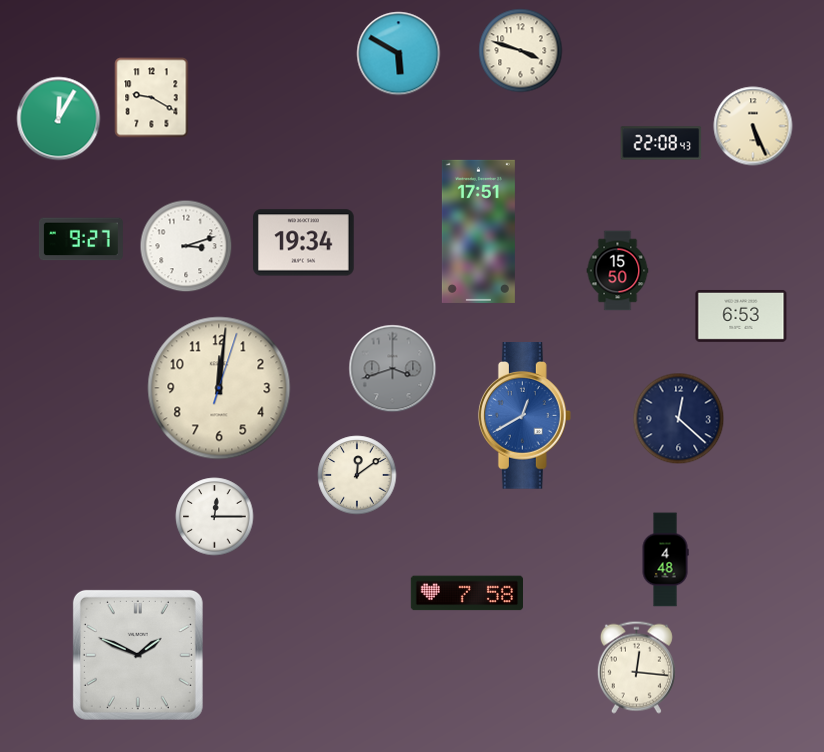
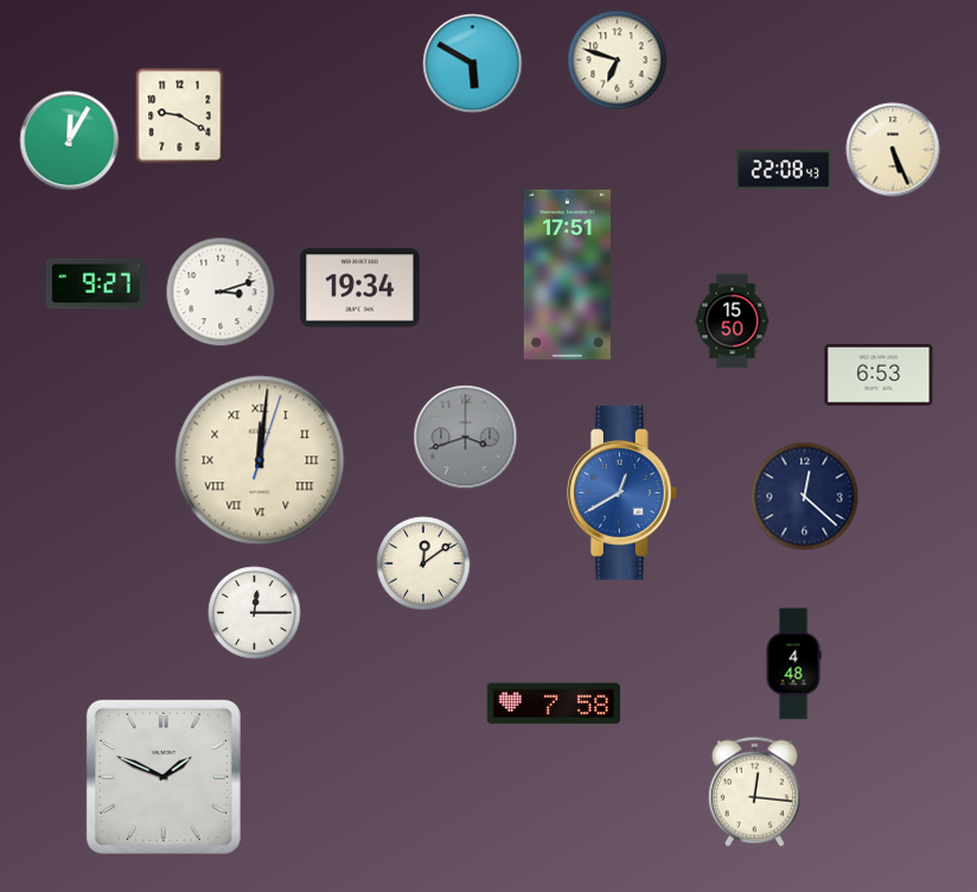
clock at (521, 51): 3:48 -> 6:48
clock at (219, 388) numerals: Arabic -> Roman
clock at (665, 560) position: (665, 560) -> (793, 664)
